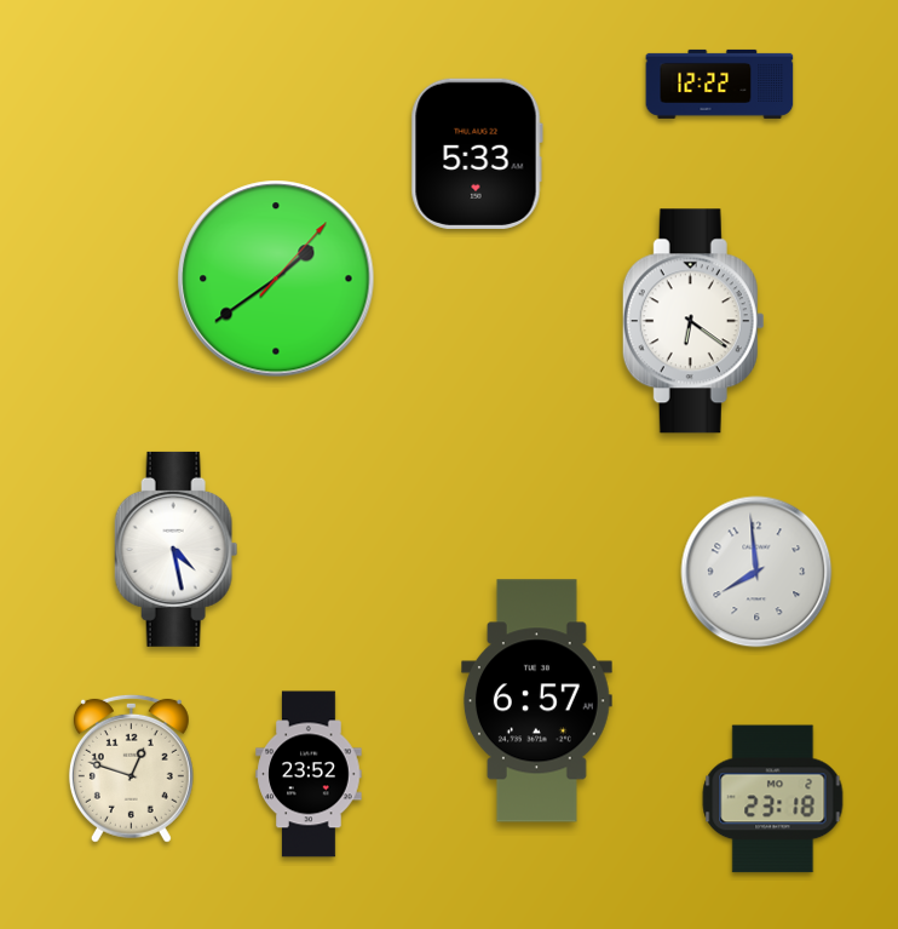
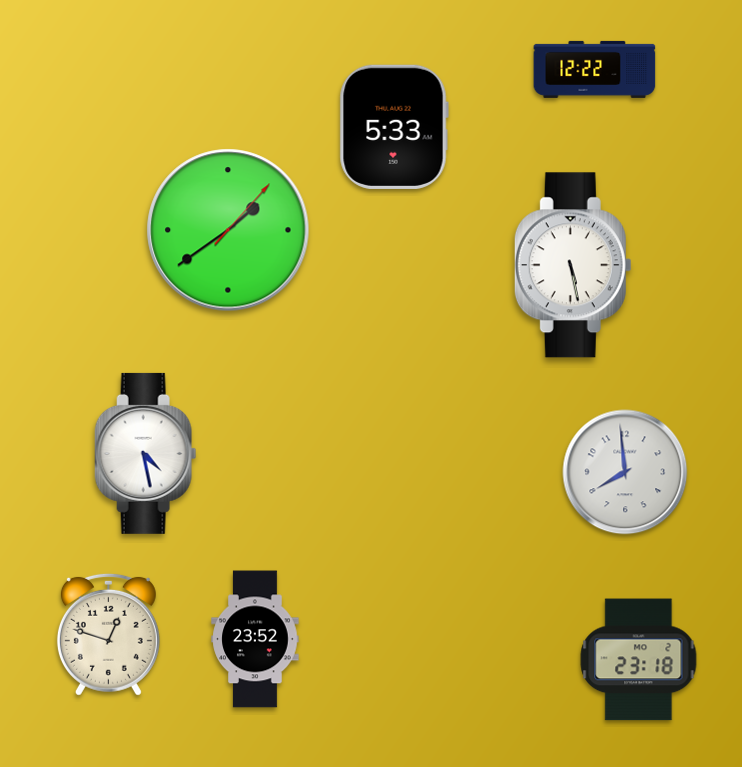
clock at (693, 321): 6:21 -> 5:28
clock at (536, 701): 6:57 -> none
